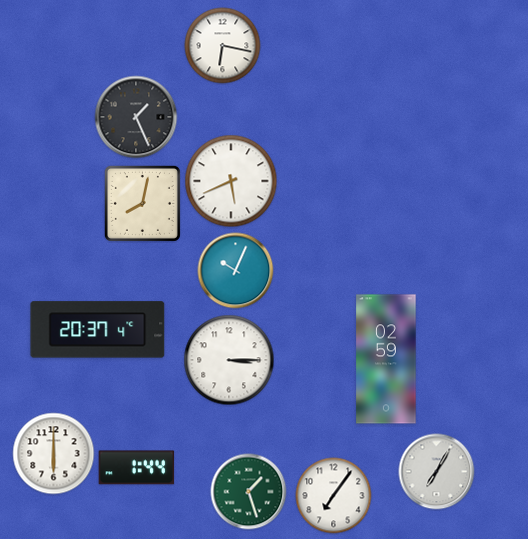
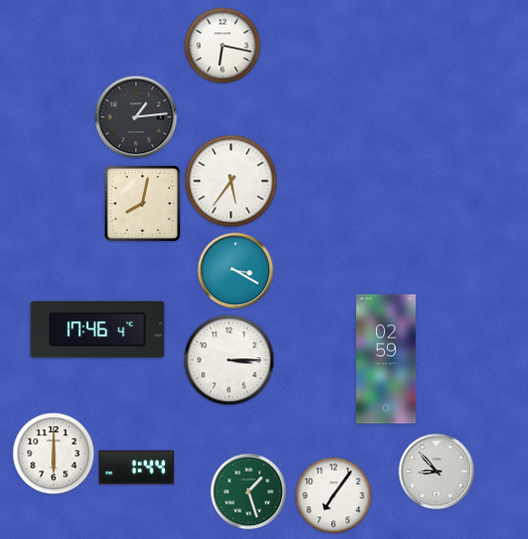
clock at (136, 117): 1:26 -> 1:14
clock at (231, 181): 5:41 -> 5:36
clock at (236, 271): 10:04 -> 3:20
clock at (98, 330): 20:37 -> 17:46
clock at (437, 472): 7:05 -> 8:53
